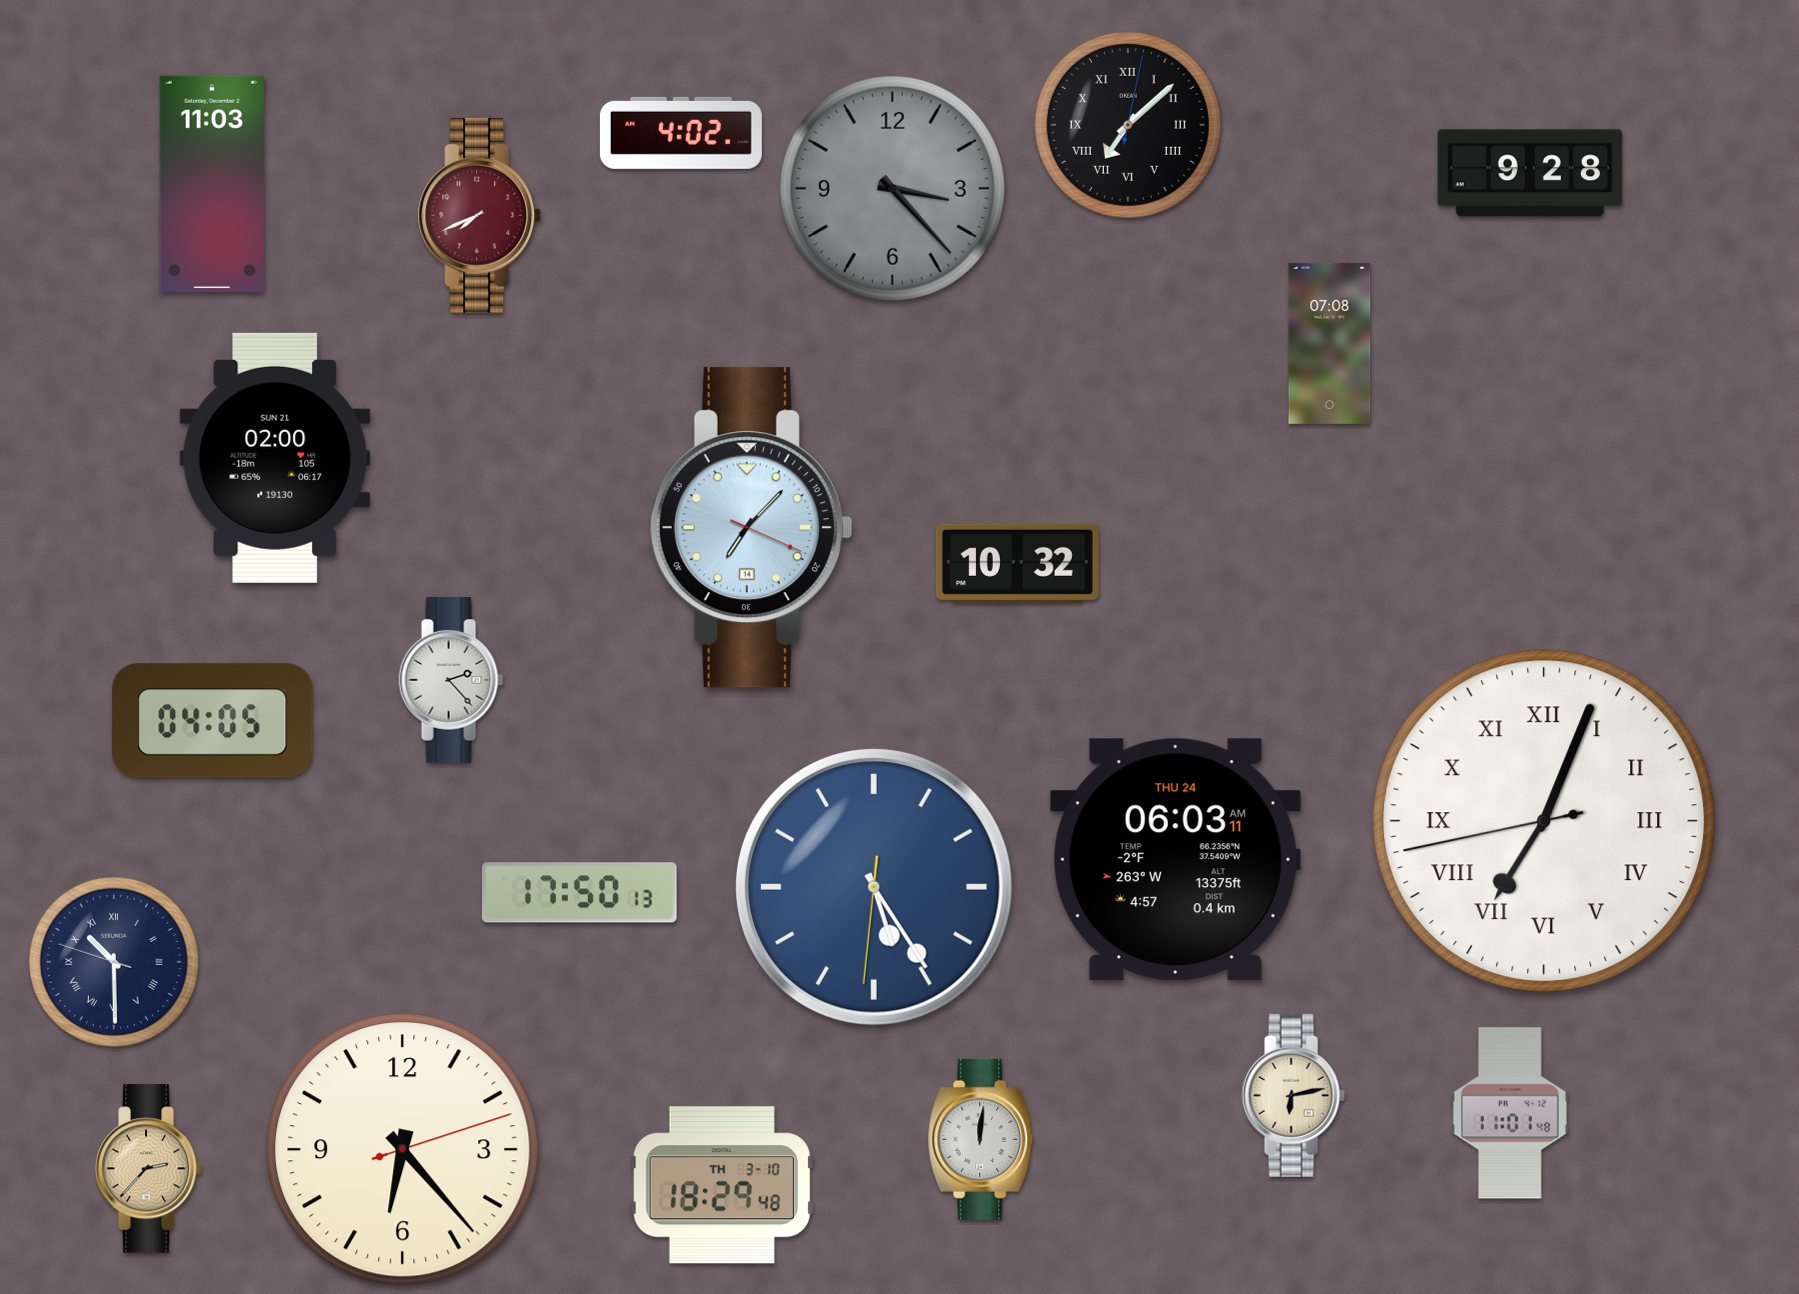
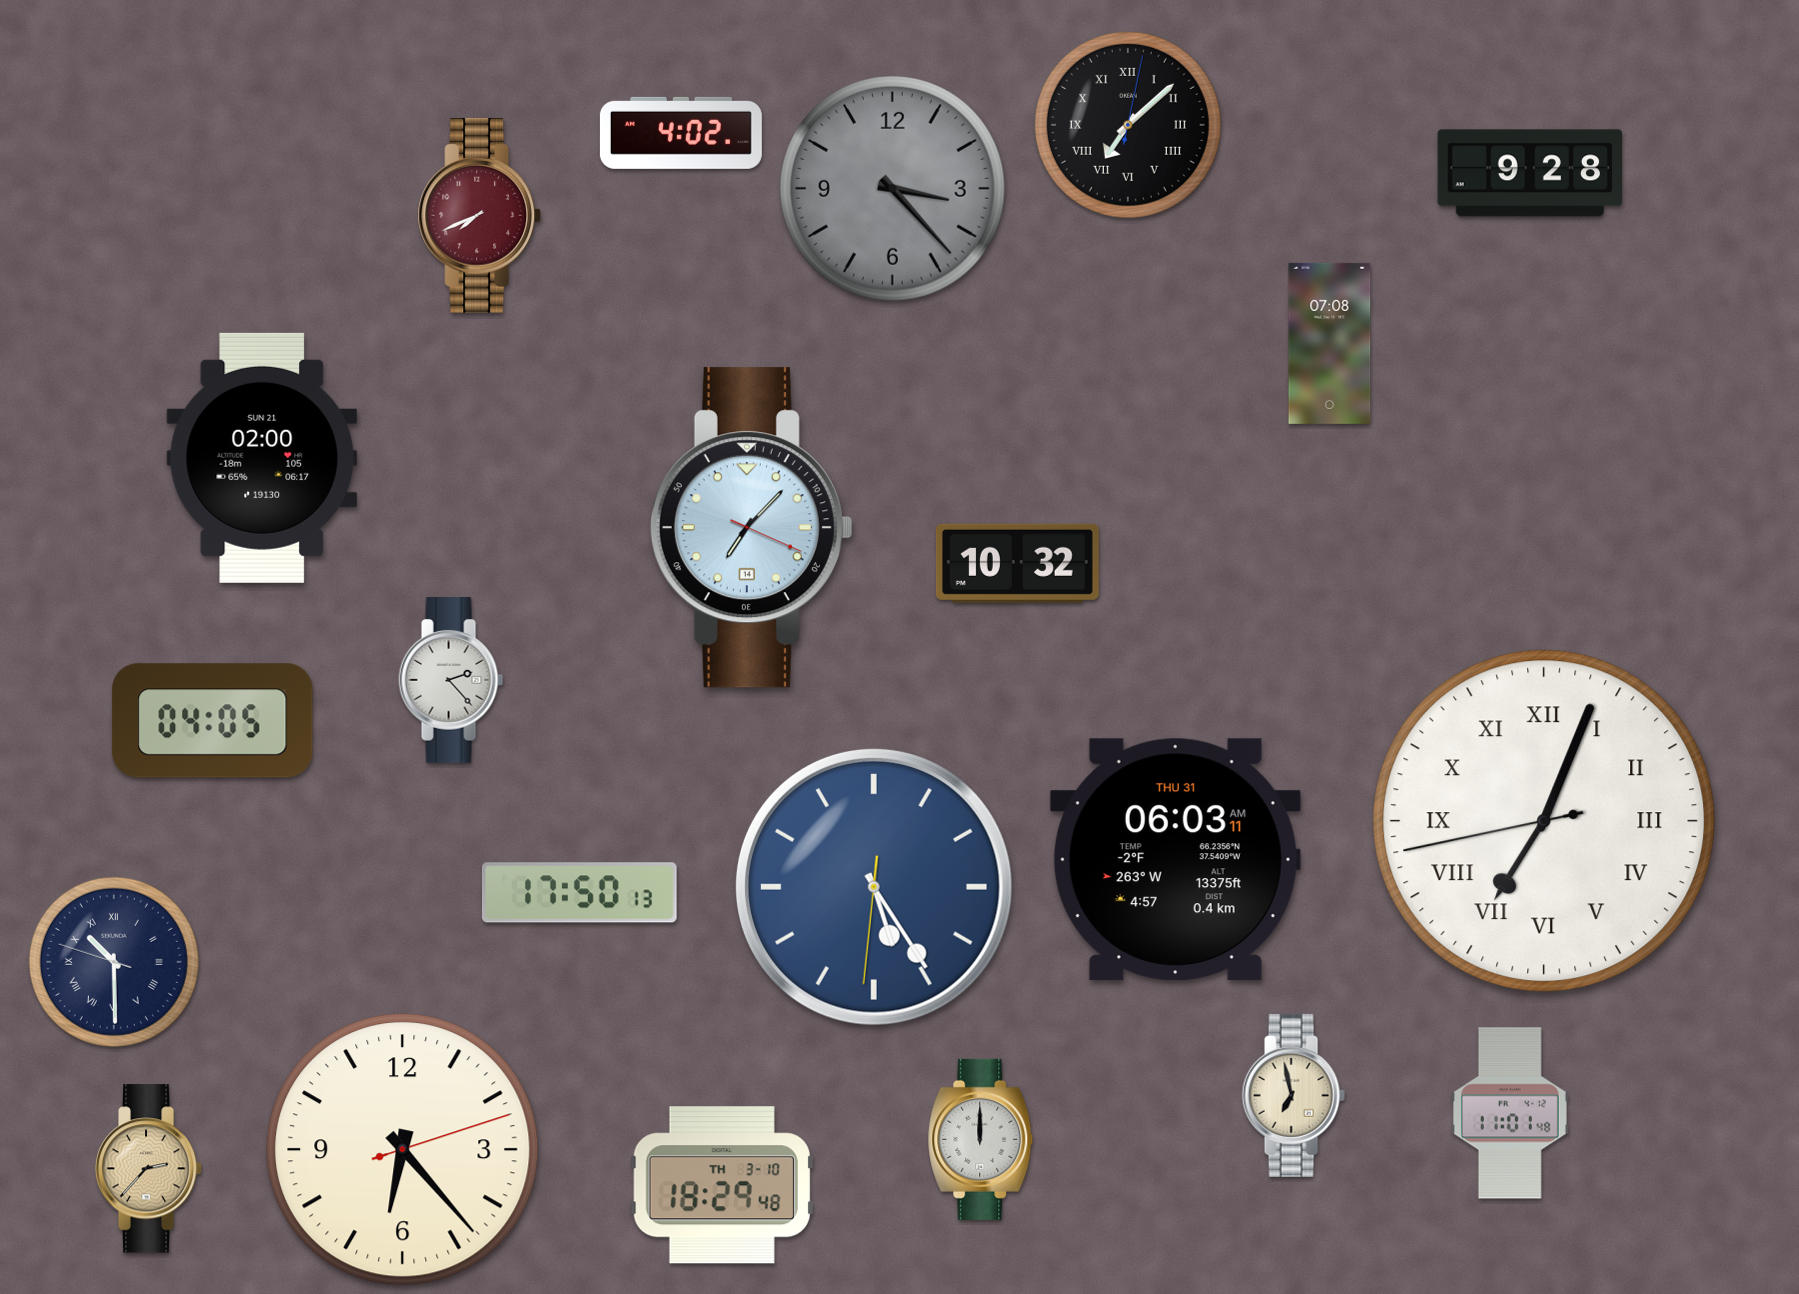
clock at (212, 184): 11:03 -> none
clock at (275, 458) position: (275, 458) -> (262, 458)
clock at (1175, 860) date: THU 24 -> THU 31
clock at (1293, 1095): 6:13 -> 6:58
clock at (981, 1139): 12:01 -> 12:00
